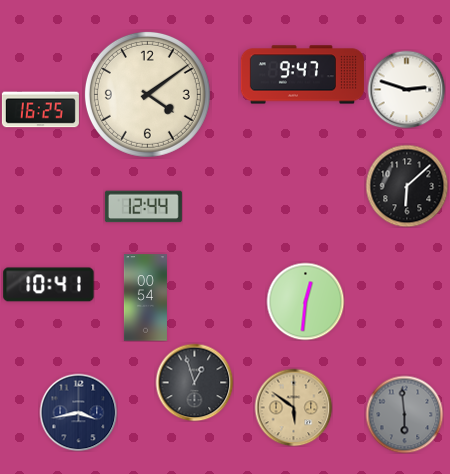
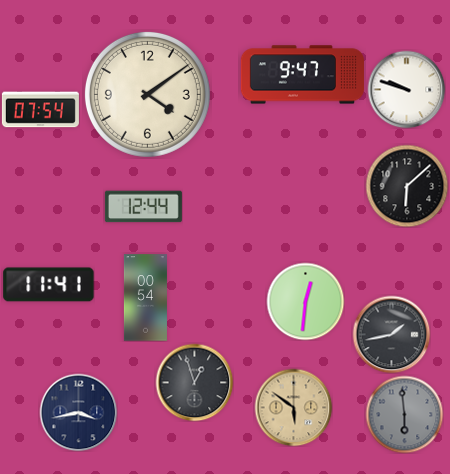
clock at (406, 89): 2:48 -> 9:48
clock at (40, 110): 16:25 -> 07:54
clock at (49, 285): 10:41 -> 11:41
clock at (391, 334): none -> 1:43
